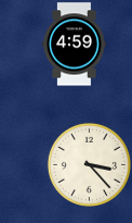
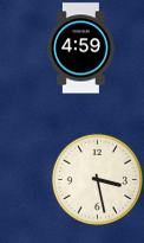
clock at (89, 164): 3:23 -> 3:28
